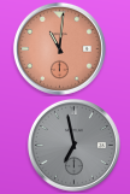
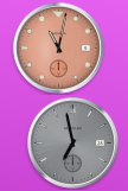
clock at (59, 48): 11:01 -> 11:02
